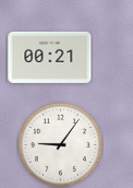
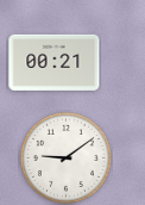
clock at (60, 144): 9:06 -> 9:09
